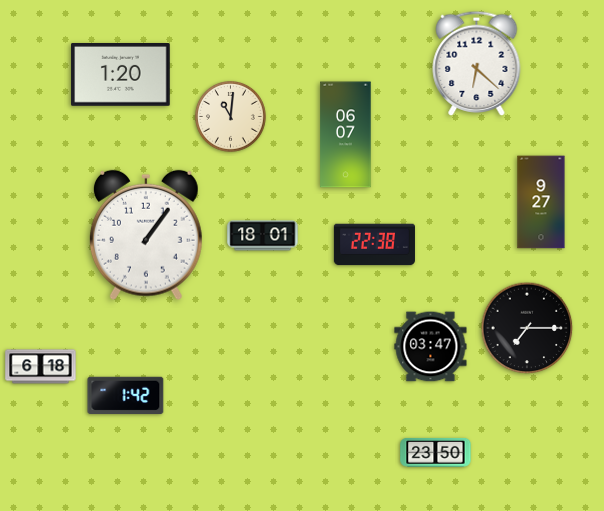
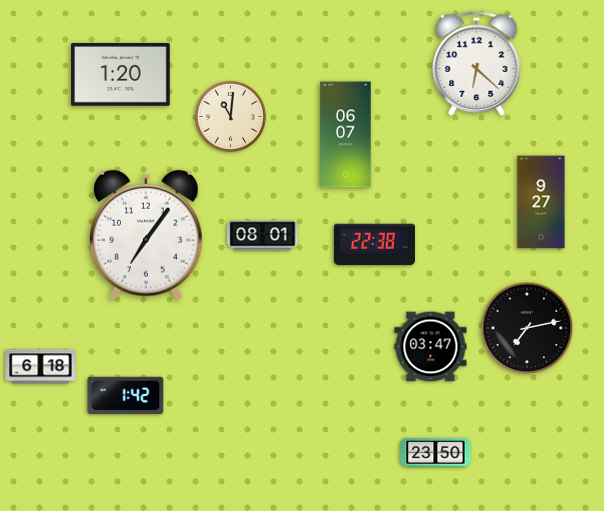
clock at (146, 235): 1:06 -> 7:06
clock at (263, 236): 18:01 -> 08:01
clock at (527, 328): 7:15 -> 7:13
